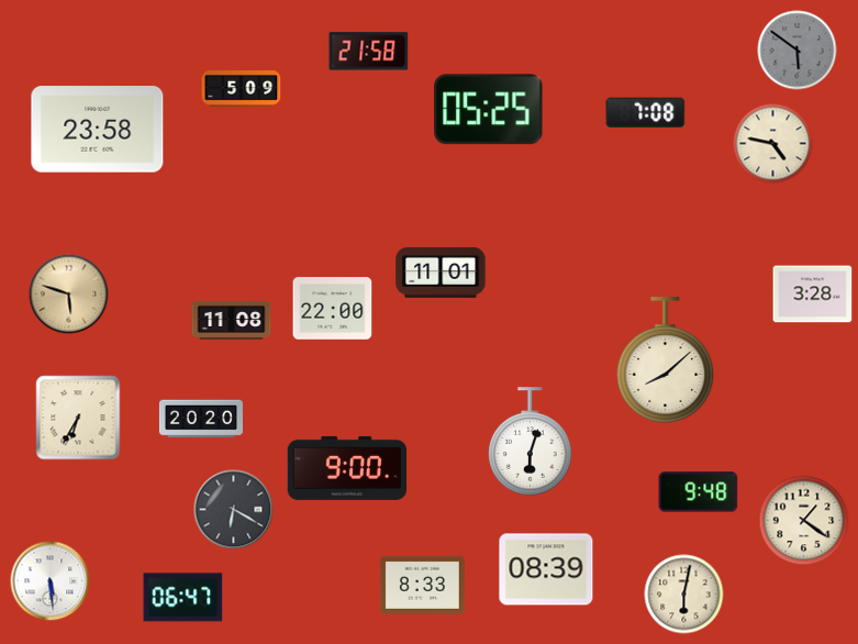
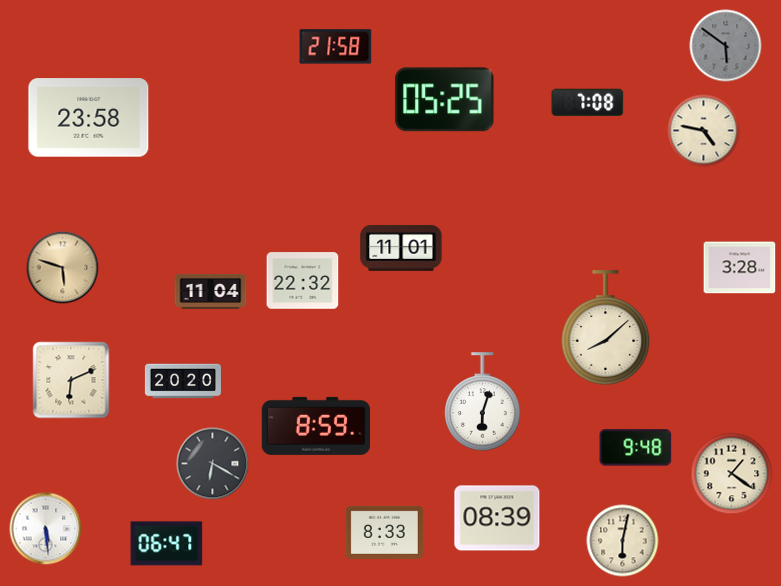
clock at (242, 89): 5:09 -> none
clock at (333, 309): 22:00 -> 22:32
clock at (232, 320): 11:08 -> 11:04
clock at (78, 418): 6:35 -> 6:11
clock at (347, 468): 9:00 -> 8:59
